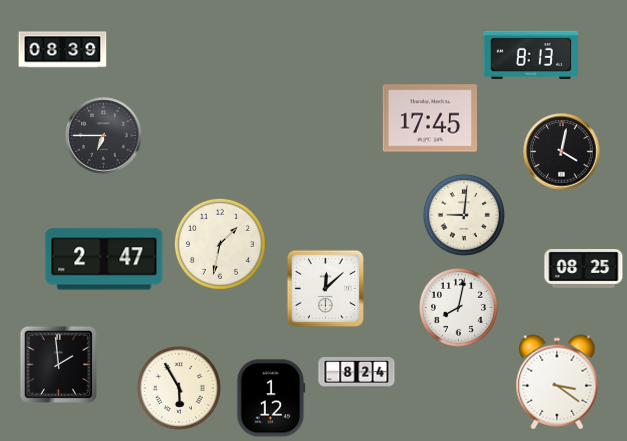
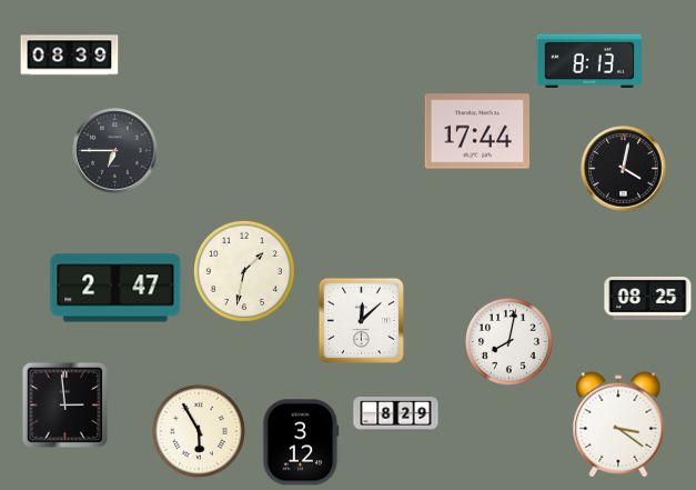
clock at (429, 118): 17:45 -> 17:44
clock at (464, 215): 9:01 -> none
clock at (58, 364): 1:59 -> 2:59
clock at (357, 373): 8:24 -> 8:29
clock at (271, 398): 1:12 -> 3:12
